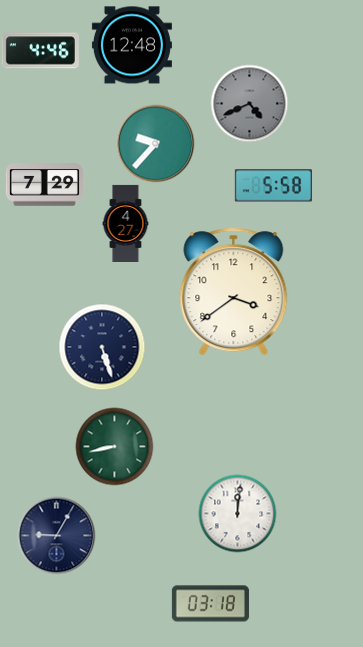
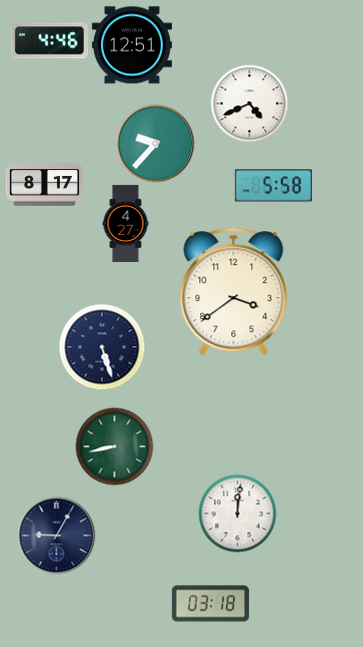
clock at (132, 45): 12:48 -> 12:51
clock at (40, 51) position: (40, 51) -> (49, 41)
clock at (249, 103) dial: grey -> white
clock at (44, 185): 7:29 -> 8:17
